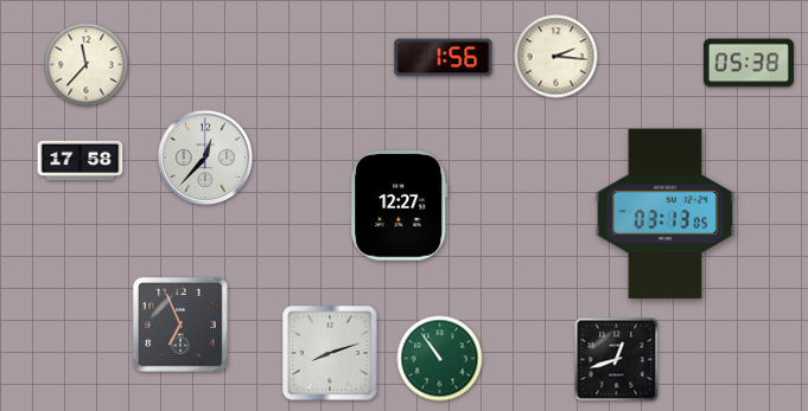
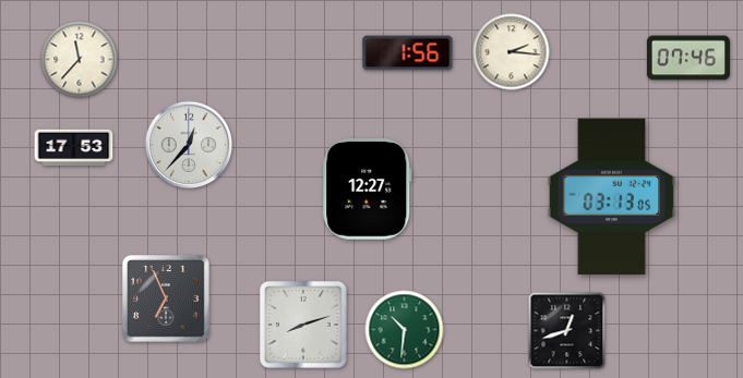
clock at (749, 63): 05:38 -> 07:46
clock at (81, 161): 17:58 -> 17:53
clock at (440, 359): 10:54 -> 10:31
